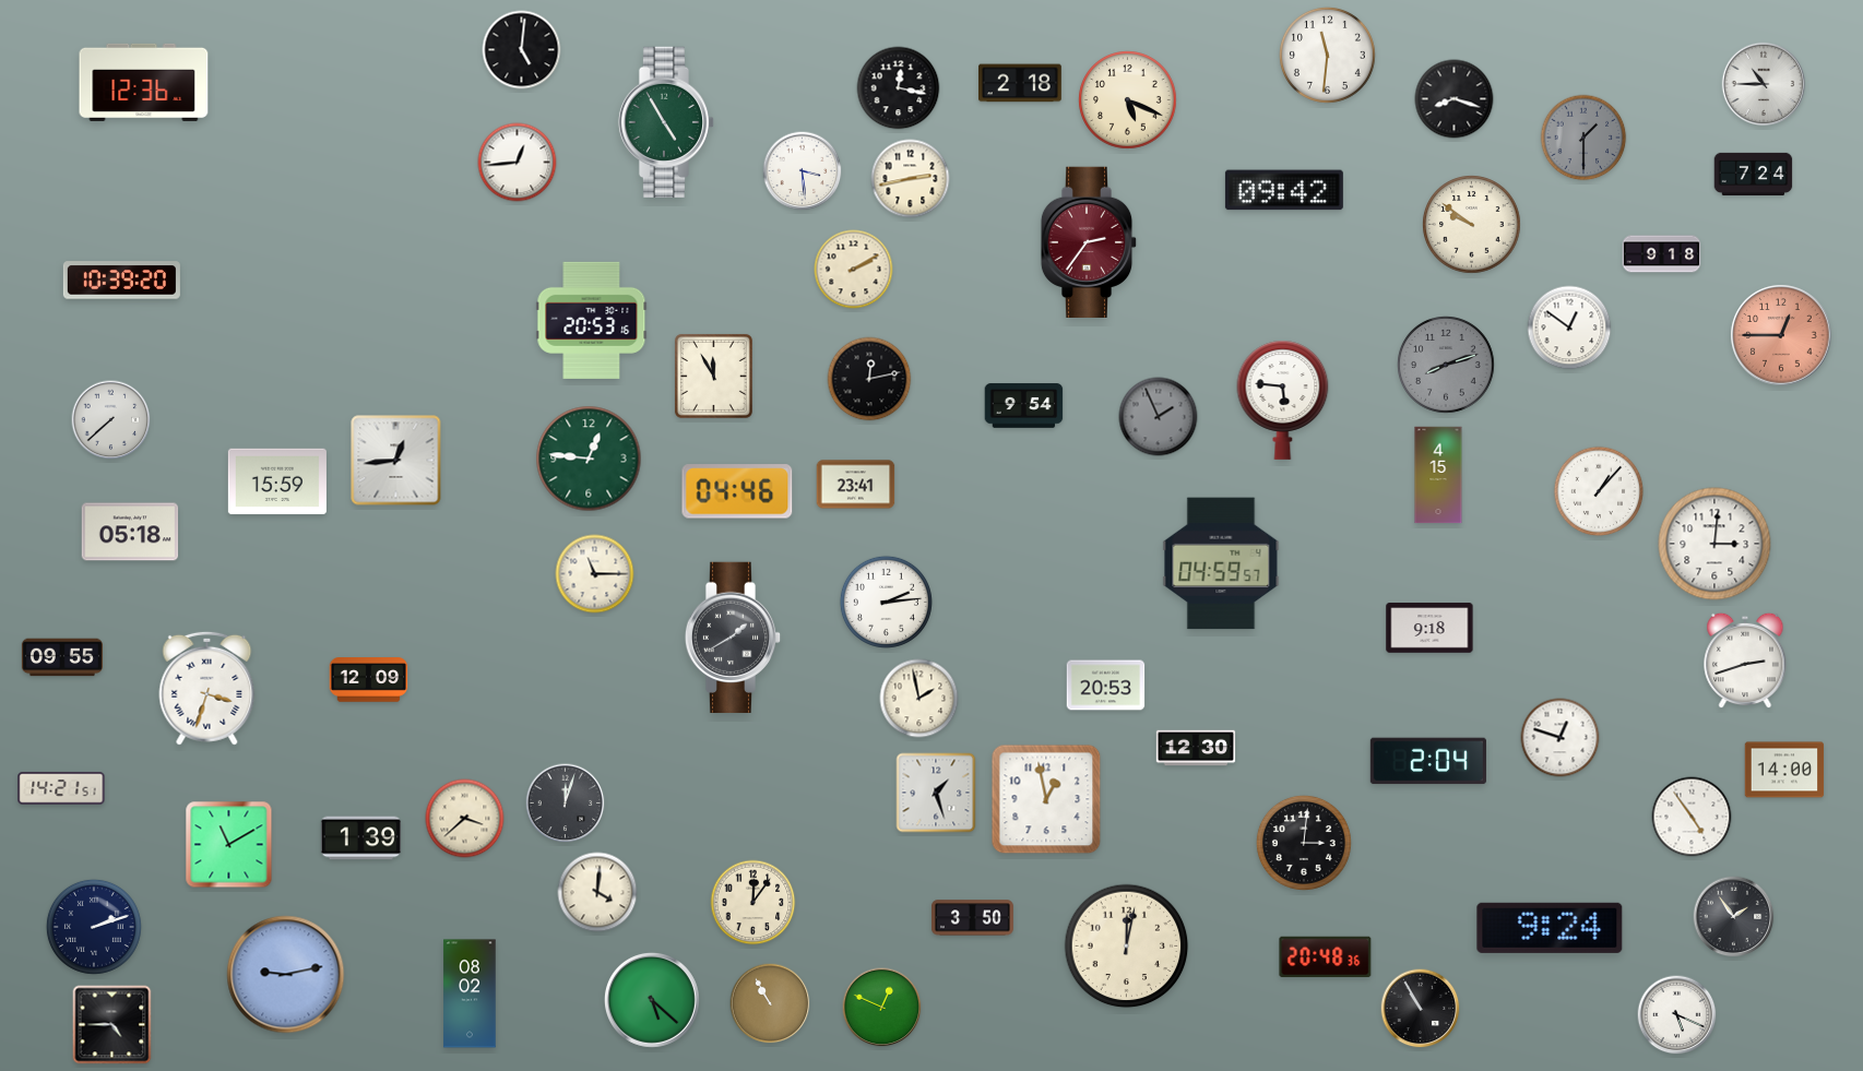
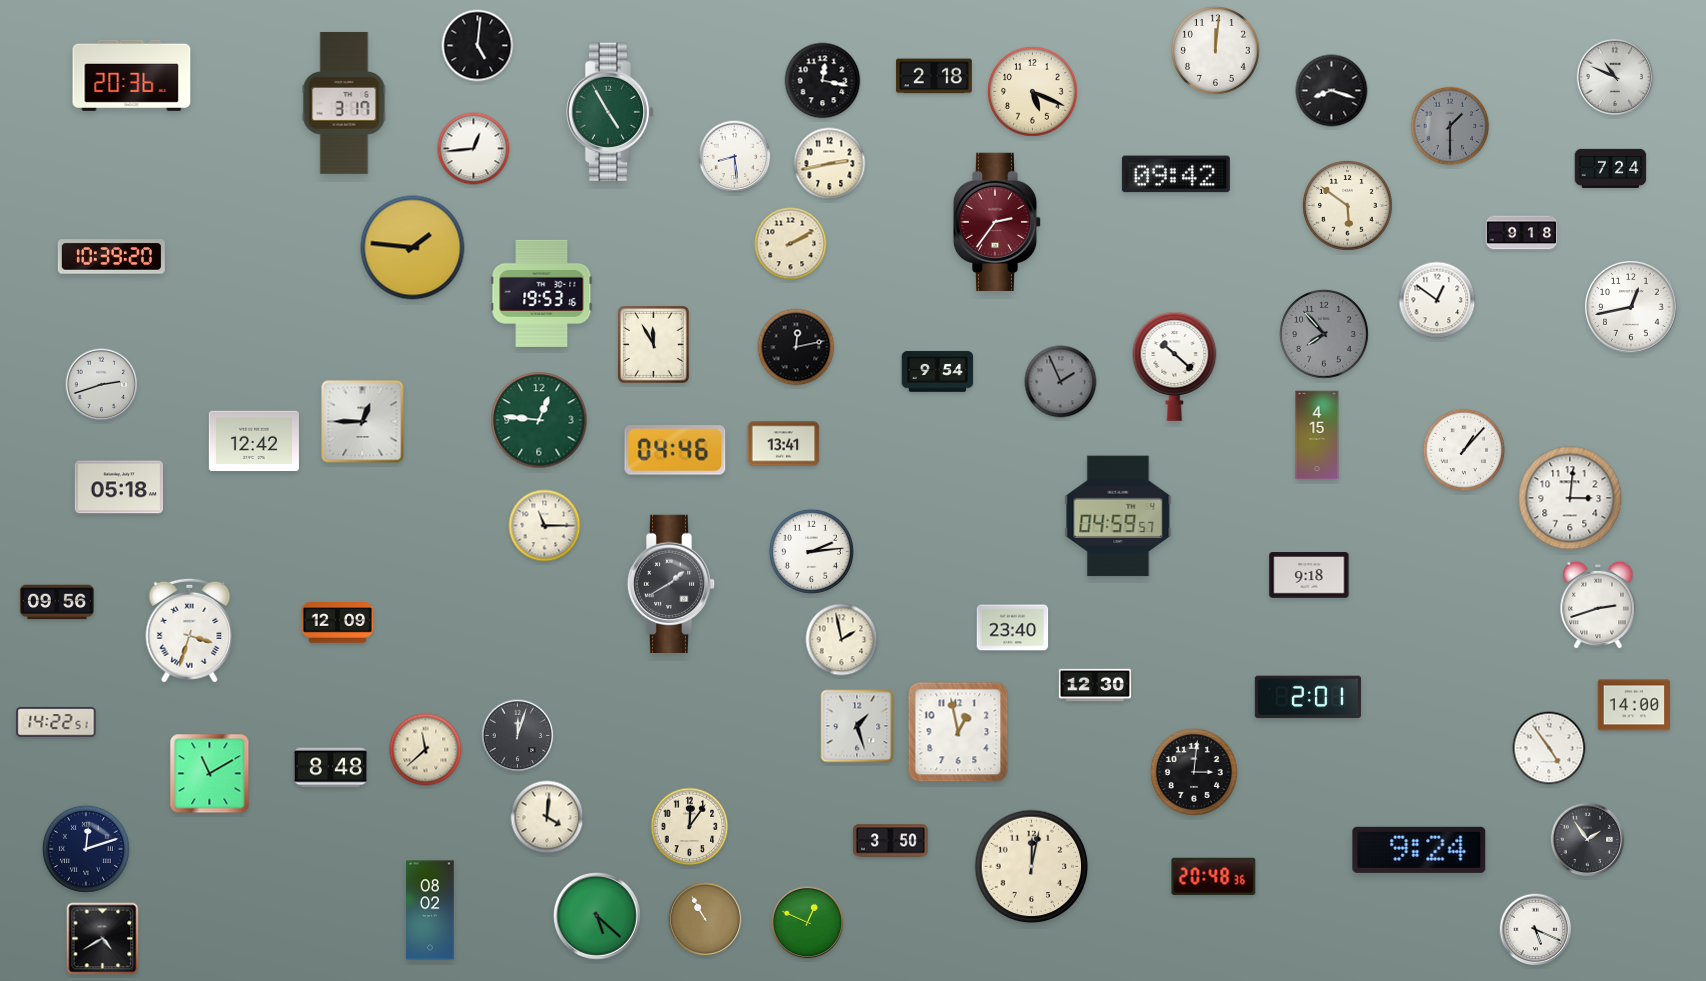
clock at (1327, 55): 11:31 -> 12:01
clock at (144, 82): 12:36 -> 20:36
clock at (1764, 84): 10:45 -> 10:49
clock at (344, 103): none -> 3:17
clock at (803, 171): 3:29 -> 8:29
clock at (1754, 174) position: (1754, 174) -> (1611, 168)
clock at (911, 179) position: (911, 179) -> (830, 164)
clock at (1472, 225): 9:51 -> 5:51
clock at (854, 270) position: (854, 270) -> (791, 244)
clock at (413, 248): none -> 1:46
clock at (592, 320): 20:53 -> 19:53
clock at (1781, 335): 12:45 -> 12:43
clock at (1781, 335) dial: salmon -> white
clock at (1447, 366): 8:12 -> 7:53
clock at (1283, 400): 5:46 -> 10:22
clock at (111, 420): 7:38 -> 2:42
clock at (396, 461): 12:44 -> 12:45
clock at (277, 481): 15:59 -> 12:42
clock at (856, 485): 23:41 -> 13:41
clock at (62, 657): 09:55 -> 09:56
clock at (1106, 686): 20:53 -> 23:40
clock at (1561, 738): 12:48 -> none
clock at (1428, 761): 2:04 -> 2:01
clock at (61, 788): 14:21 -> 14:22
clock at (465, 819): 3:38 -> 11:38
clock at (360, 838): 1:39 -> 8:48
clock at (94, 927): 2:12 -> 12:12
clock at (286, 975): 9:13 -> none
clock at (1421, 1009): 10:55 -> none
clock at (112, 1025): 4:45 -> 4:40
